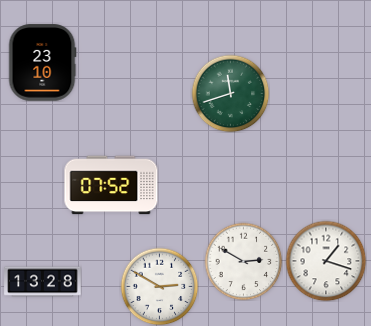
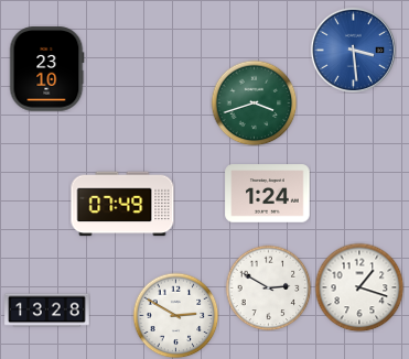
clock at (353, 50): none -> 3:29
clock at (230, 93): 11:42 -> 3:42
clock at (268, 194): none -> 1:24
clock at (111, 185): 07:52 -> 07:49
